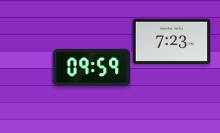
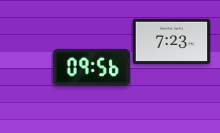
clock at (91, 67): 09:59 -> 09:56
